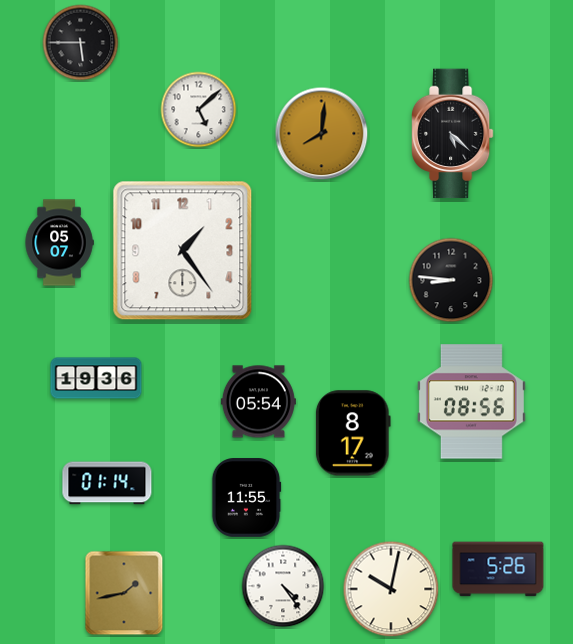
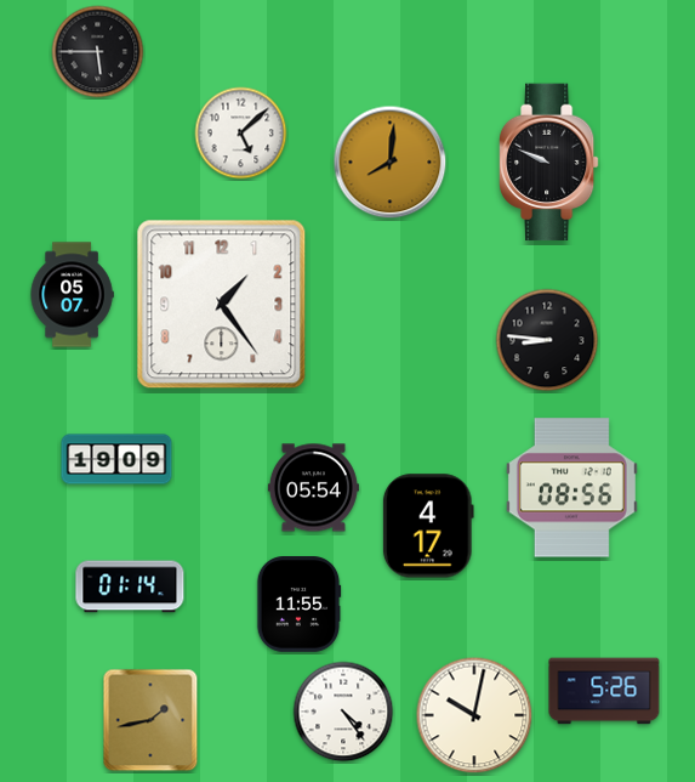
clock at (453, 134): 5:22 -> 9:49
clock at (96, 378): 19:36 -> 19:09
clock at (353, 433): 8:17 -> 4:17
